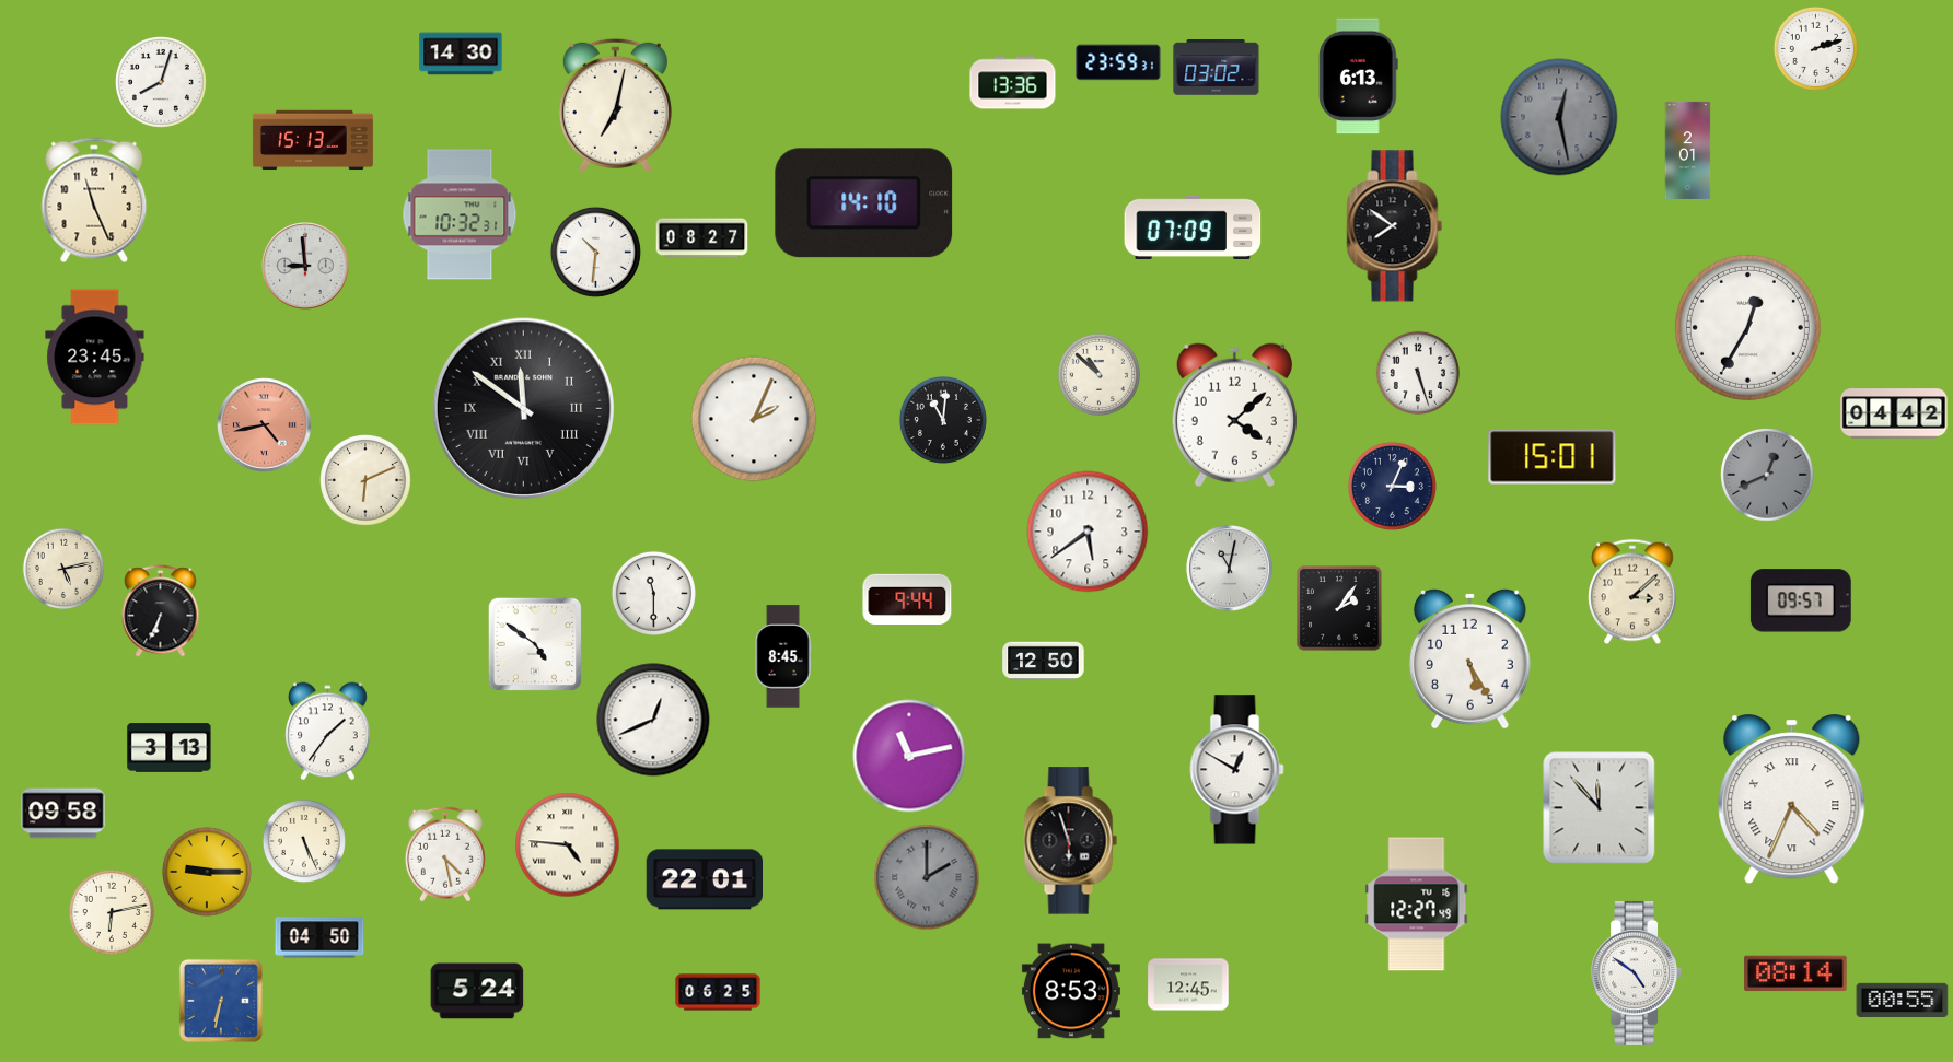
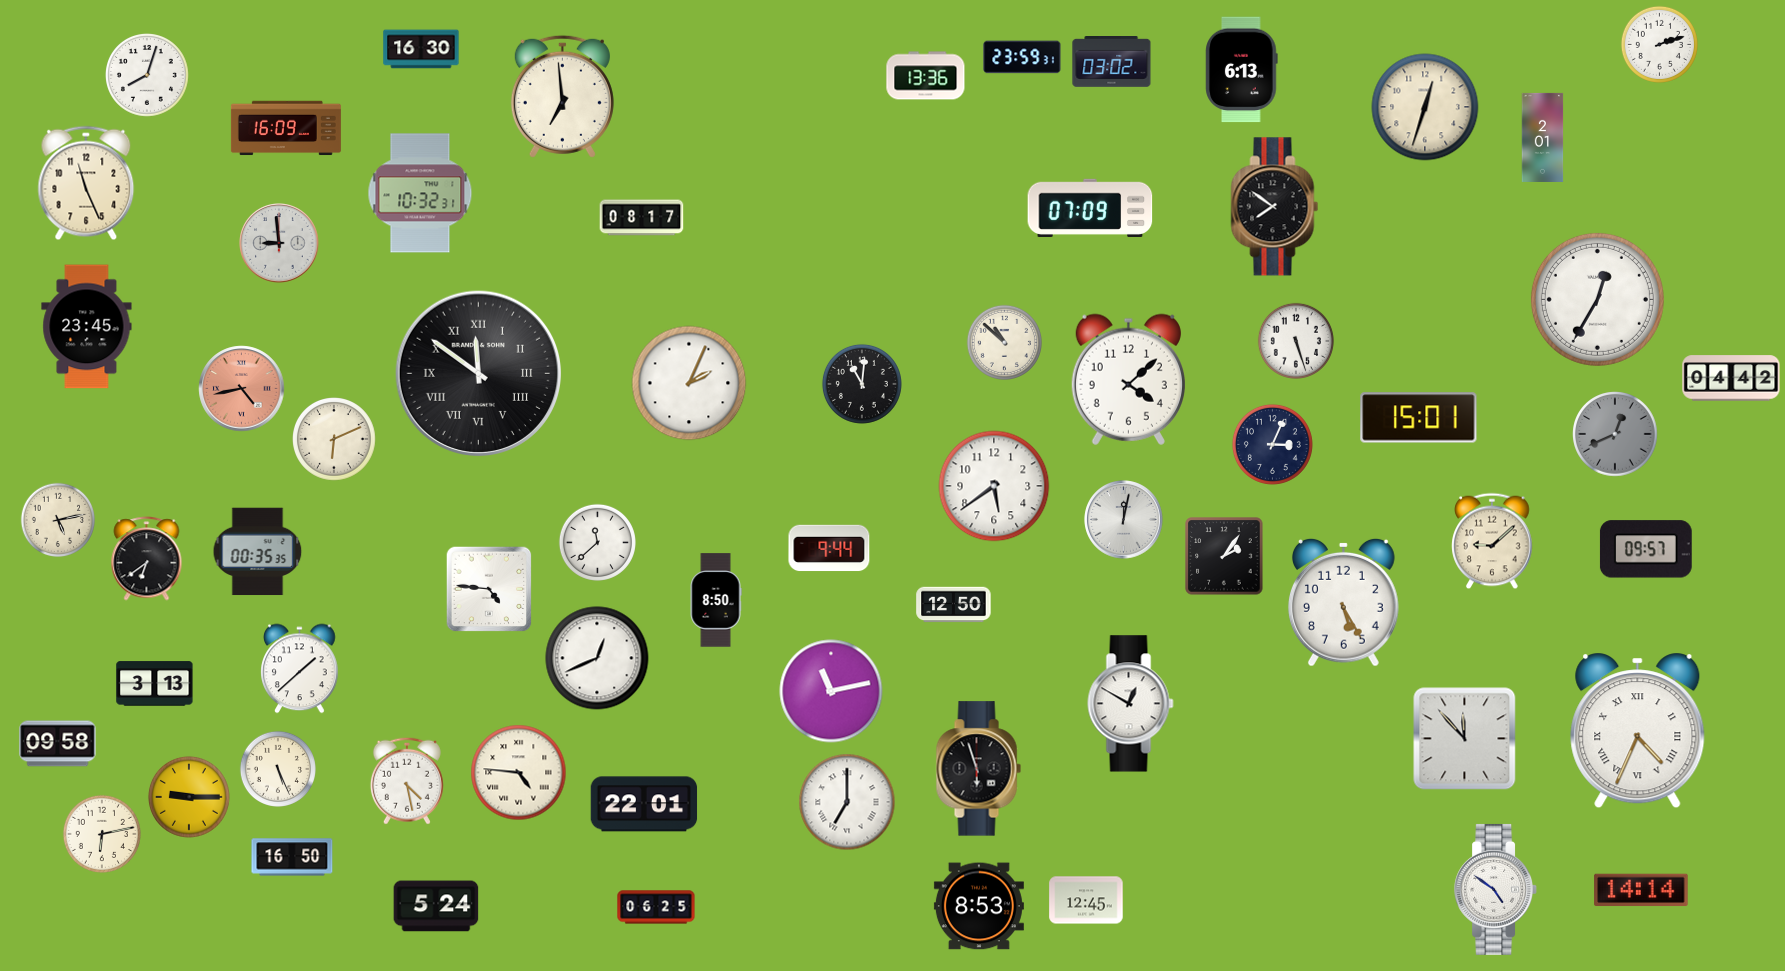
clock at (461, 54): 14:30 -> 16:30
clock at (615, 105): 7:02 -> 6:59
clock at (1559, 117): 12:28 -> 12:33
clock at (1559, 117) dial: grey -> cream
clock at (313, 140): 15:13 -> 16:09
clock at (864, 203): 14:10 -> none
clock at (460, 214) position: (460, 214) -> (420, 193)
clock at (702, 238): 08:27 -> 08:17
clock at (595, 252): 10:31 -> none
clock at (1230, 569): 11:02 -> 12:02
clock at (1632, 592): 3:08 -> 9:08
clock at (653, 593): 11:30 -> 11:38
clock at (258, 552): none -> 00:35
clock at (161, 611): 6:34 -> 6:39
clock at (535, 644): 4:51 -> 4:46
clock at (783, 656): 8:45 -> 8:50
clock at (328, 732): 1:36 -> 1:38
clock at (1600, 808) position: (1600, 808) -> (1465, 739)
clock at (927, 877): 2:00 -> 7:00
clock at (927, 877) dial: grey -> white
clock at (1417, 905): 12:27 -> none
clock at (319, 937): 04:50 -> 16:50
clock at (1795, 973): 08:14 -> 14:14
clock at (1903, 1000): 00:55 -> none
clock at (221, 1001): 6:32 -> none
